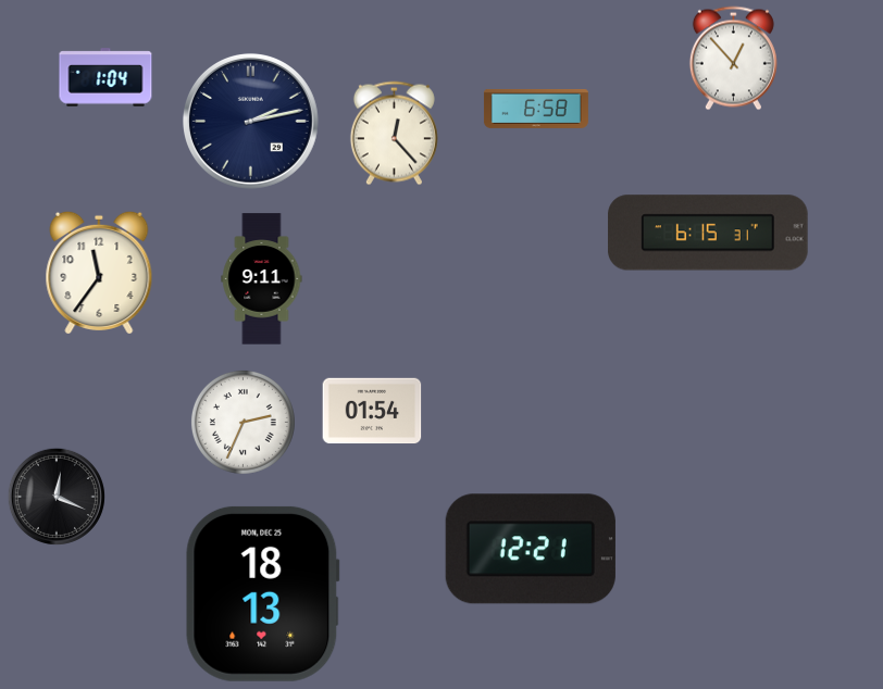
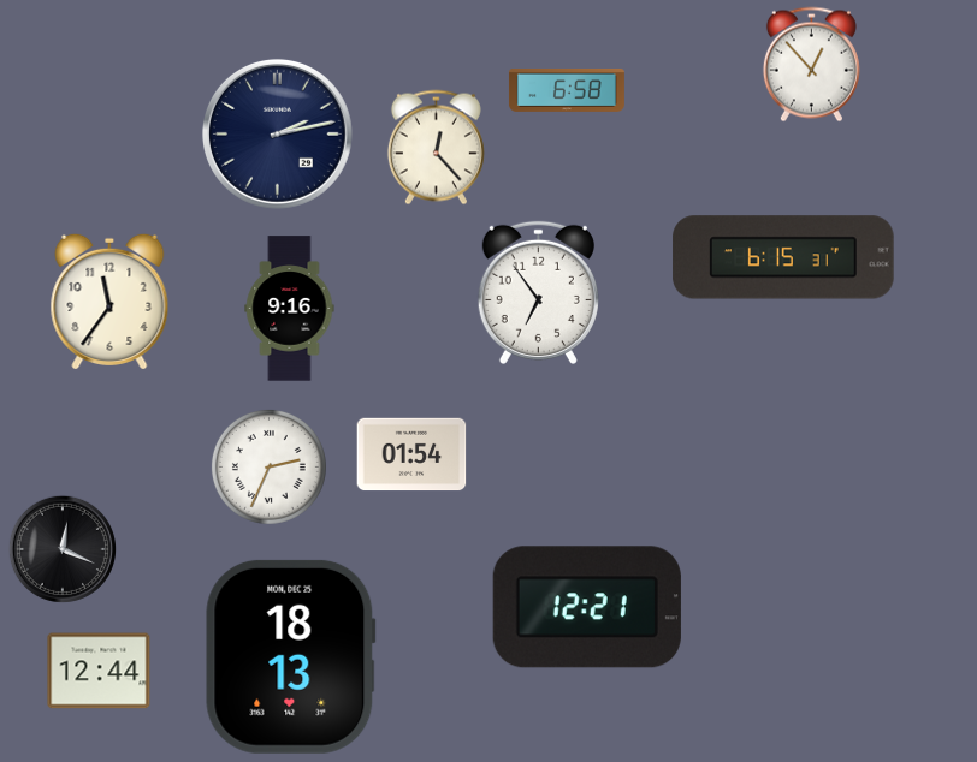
clock at (105, 77): 1:04 -> none
clock at (536, 109) position: (536, 109) -> (567, 90)
clock at (538, 292): none -> 6:54
clock at (262, 279): 9:11 -> 9:16
clock at (99, 671): none -> 12:44
